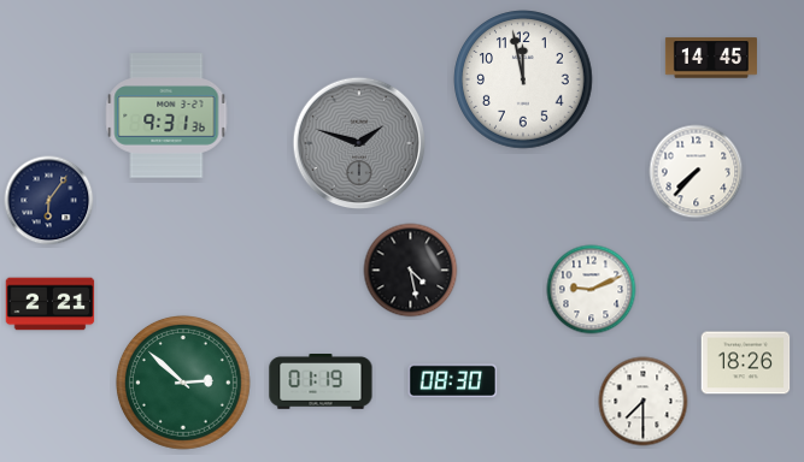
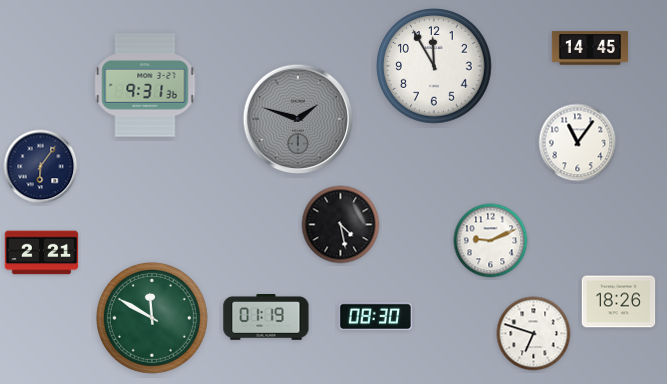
clock at (523, 79): 11:58 -> 11:55
clock at (166, 115) position: (166, 115) -> (145, 85)
clock at (697, 172): 7:37 -> 11:06
clock at (183, 383): 2:52 -> 11:50
clock at (644, 402): 7:30 -> 6:48
